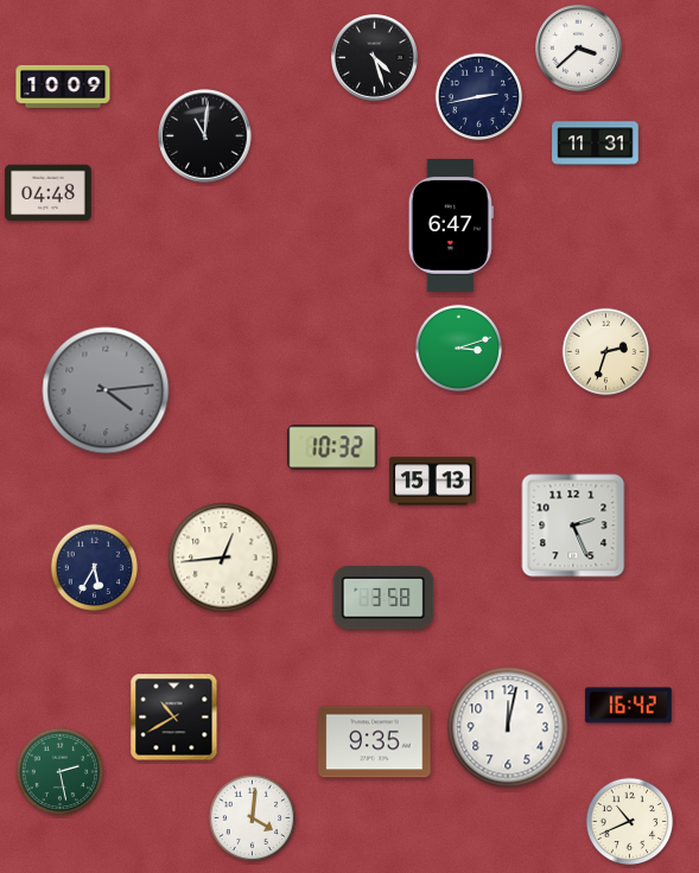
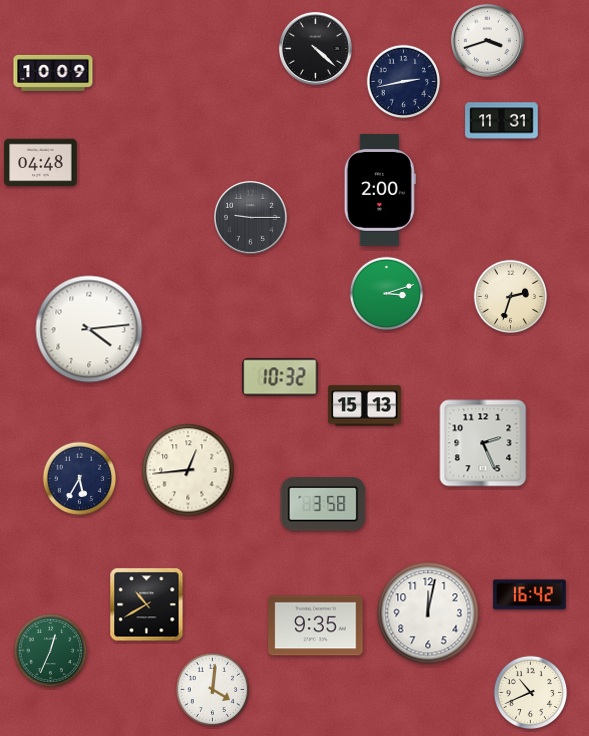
clock at (579, 49): 3:38 -> 3:42
clock at (375, 58): 4:27 -> 4:22
clock at (205, 136): 11:01 -> none
clock at (451, 227): 6:47 -> 2:00
clock at (251, 218): none -> 9:15
clock at (106, 390) dial: grey -> white
clock at (61, 772): 2:28 -> 12:34
